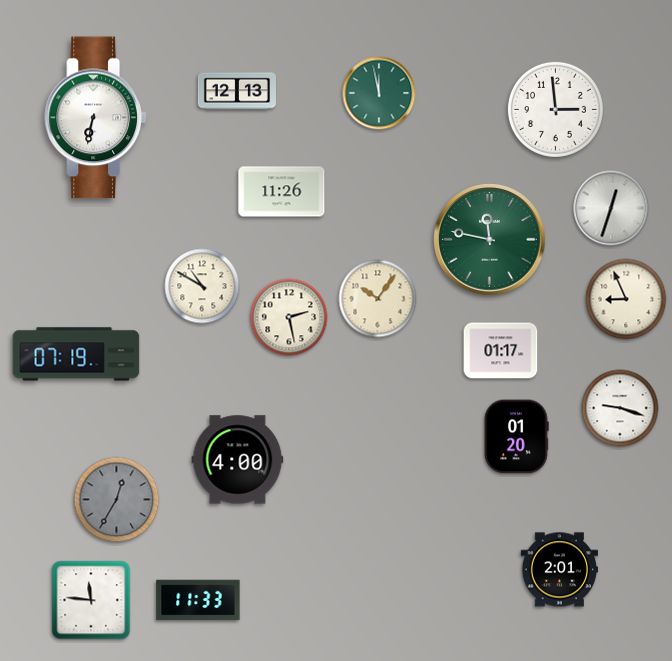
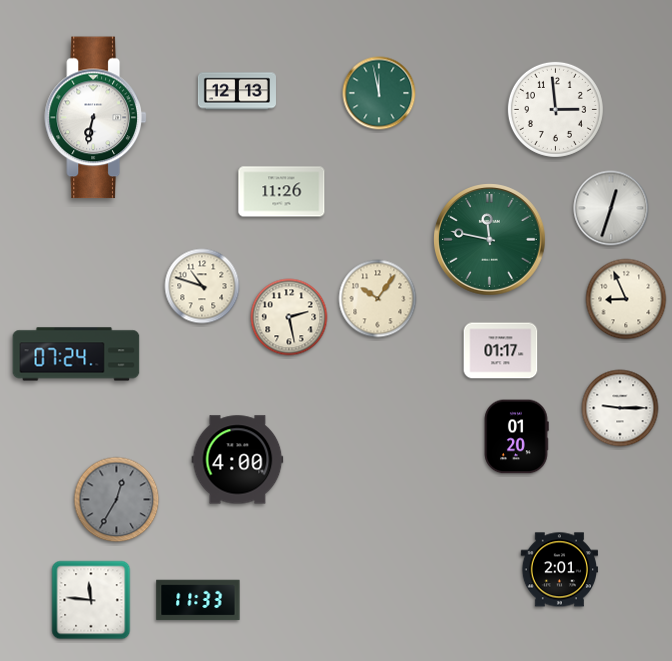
clock at (202, 286): 10:50 -> 10:48
clock at (76, 354): 07:19 -> 07:24
clock at (620, 408): 9:18 -> 9:15
